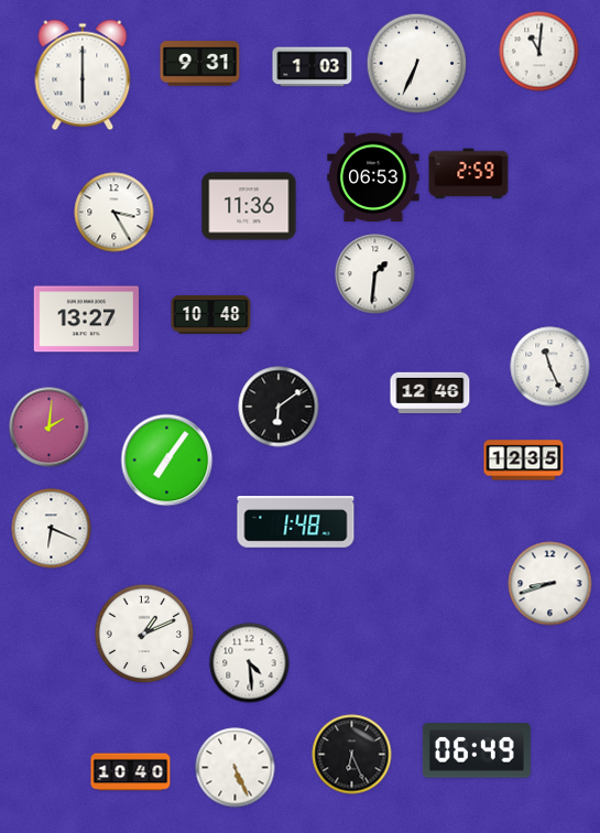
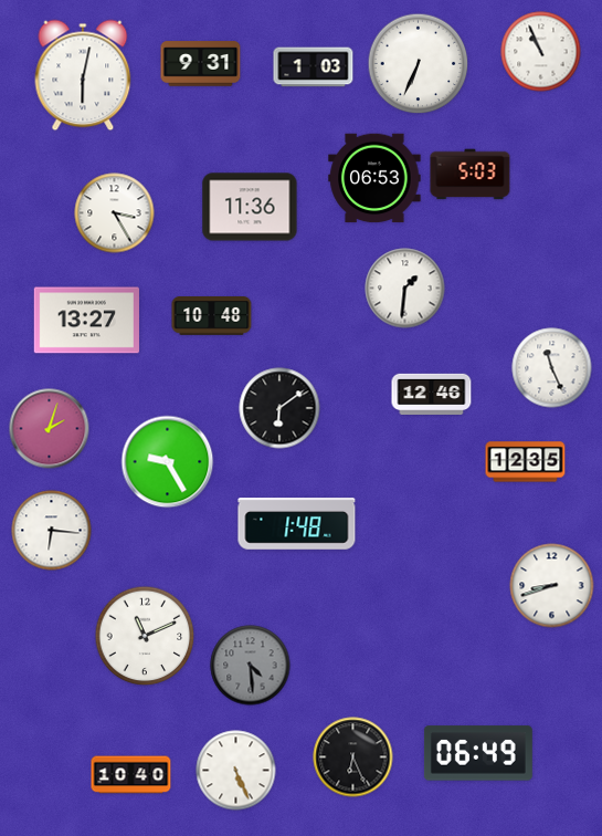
clock at (539, 52): 11:01 -> 10:56
clock at (83, 75): 6:00 -> 6:02
clock at (469, 174): 2:59 -> 5:03
clock at (375, 274) position: (375, 274) -> (405, 289)
clock at (50, 428): 2:01 -> 2:03
clock at (167, 461): 7:06 -> 9:25
clock at (52, 529): 6:19 -> 6:16
clock at (144, 634): 1:11 -> 11:11
clock at (250, 663) dial: white -> grey
